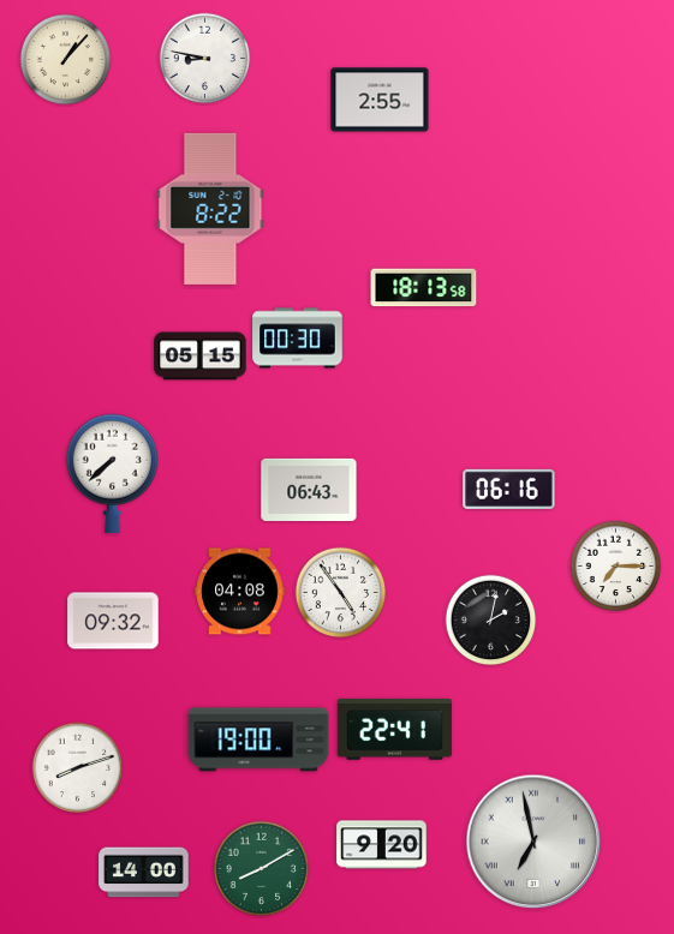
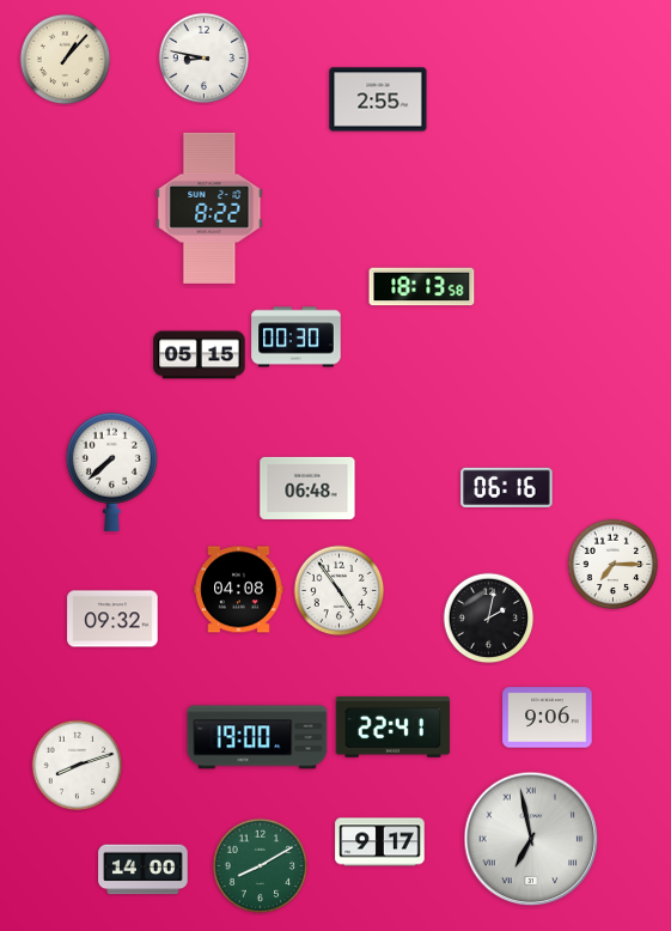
clock at (309, 490): 06:43 -> 06:48
clock at (548, 718): none -> 9:06
clock at (382, 845): 9:20 -> 9:17
